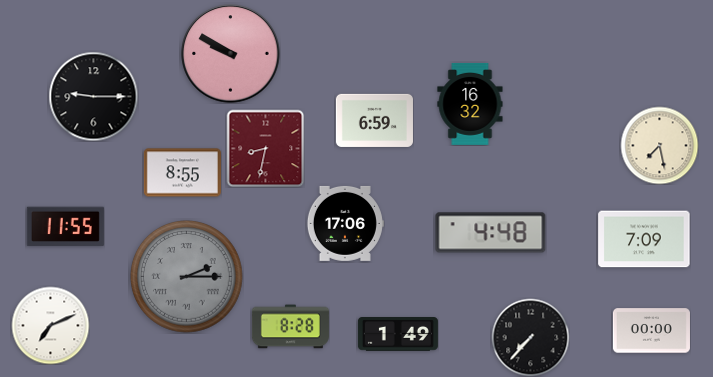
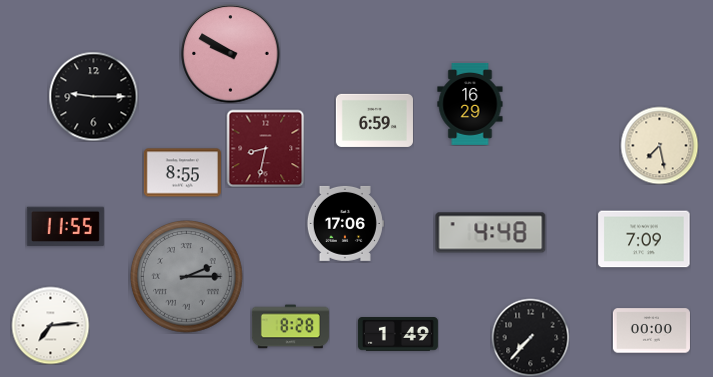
clock at (470, 104): 16:32 -> 16:29
clock at (50, 325): 7:11 -> 7:14
